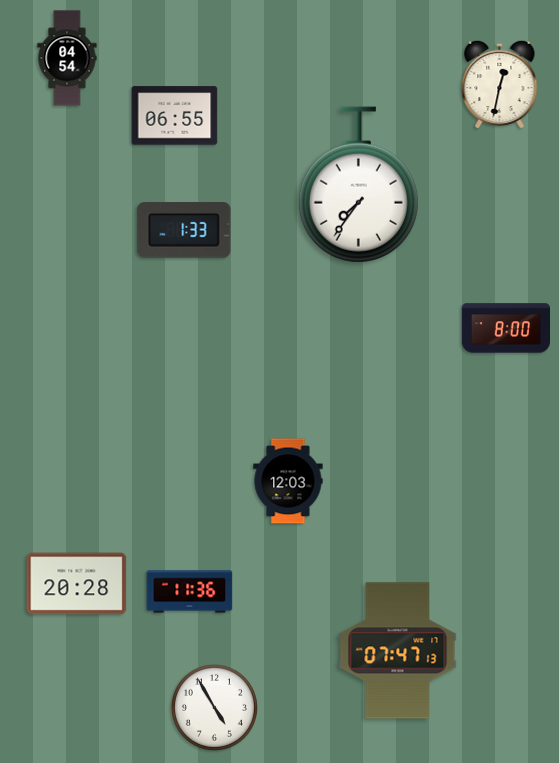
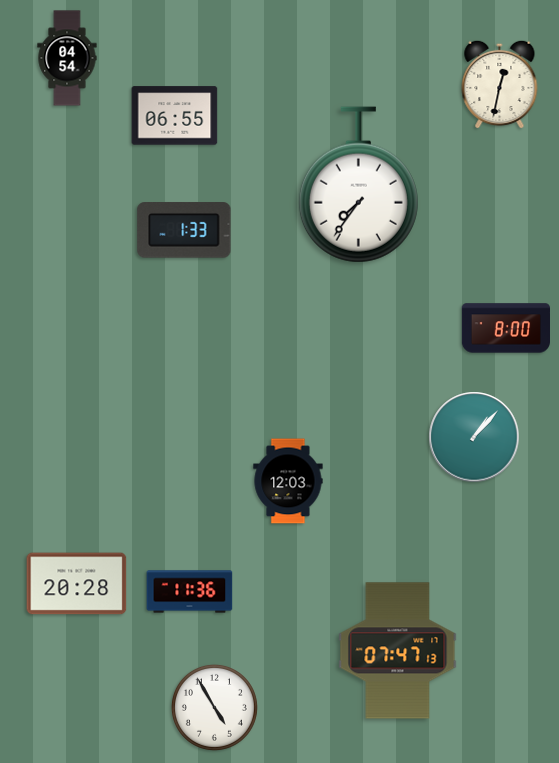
clock at (474, 437): none -> 1:07
